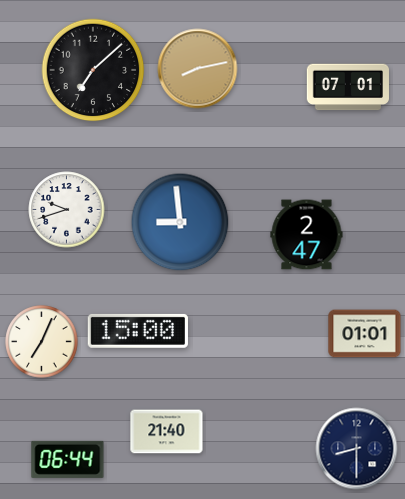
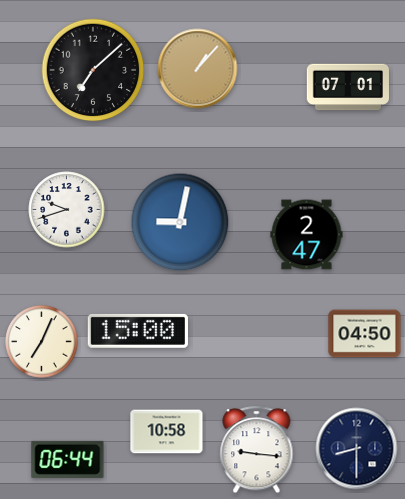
clock at (198, 69): 8:13 -> 1:07
clock at (180, 222): 8:59 -> 9:02
clock at (365, 334): 01:01 -> 04:50
clock at (167, 432): 21:40 -> 10:58
clock at (257, 450): none -> 9:16
